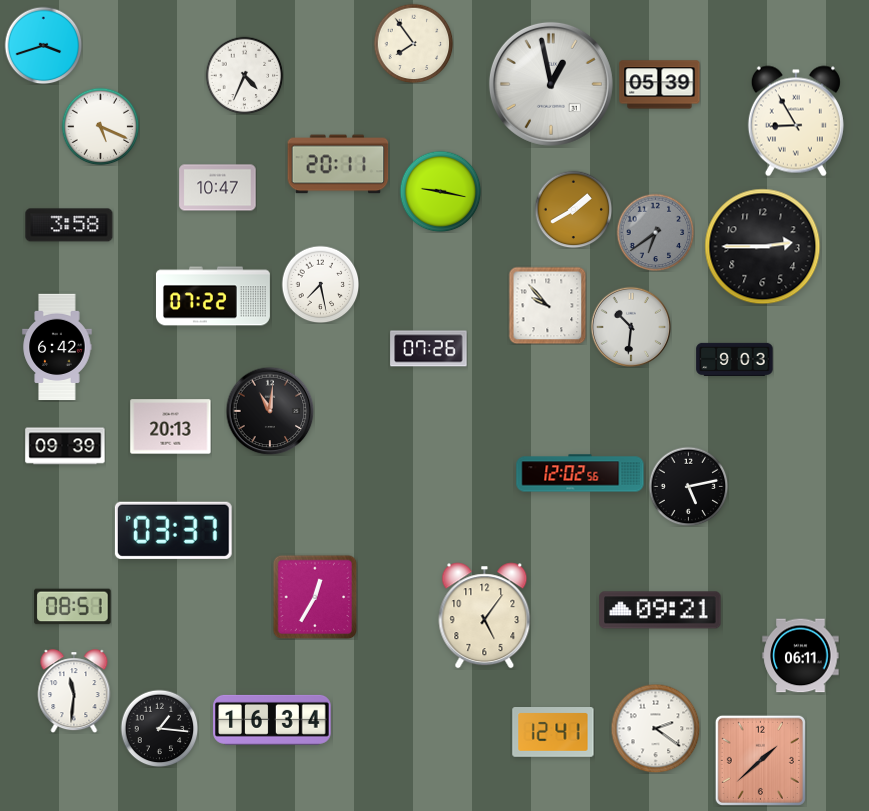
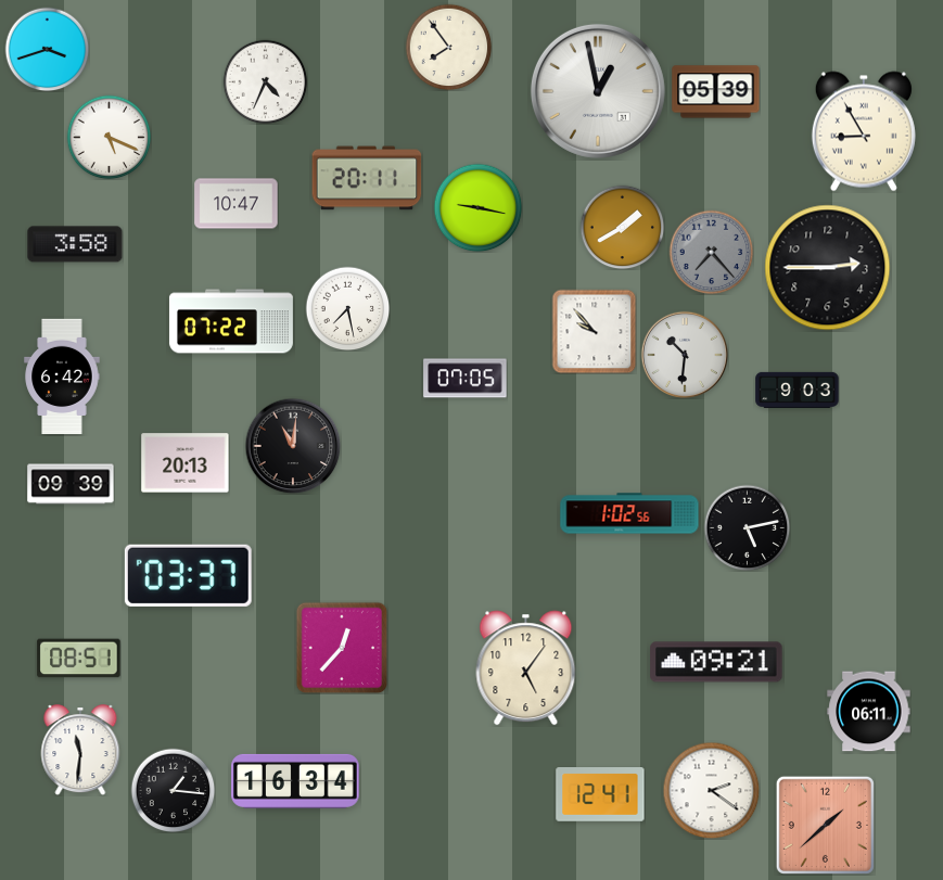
clock at (655, 232): 6:39 -> 7:23
clock at (429, 349): 07:26 -> 07:05
clock at (580, 473): 12:02 -> 1:02
clock at (315, 597): 12:35 -> 12:37
